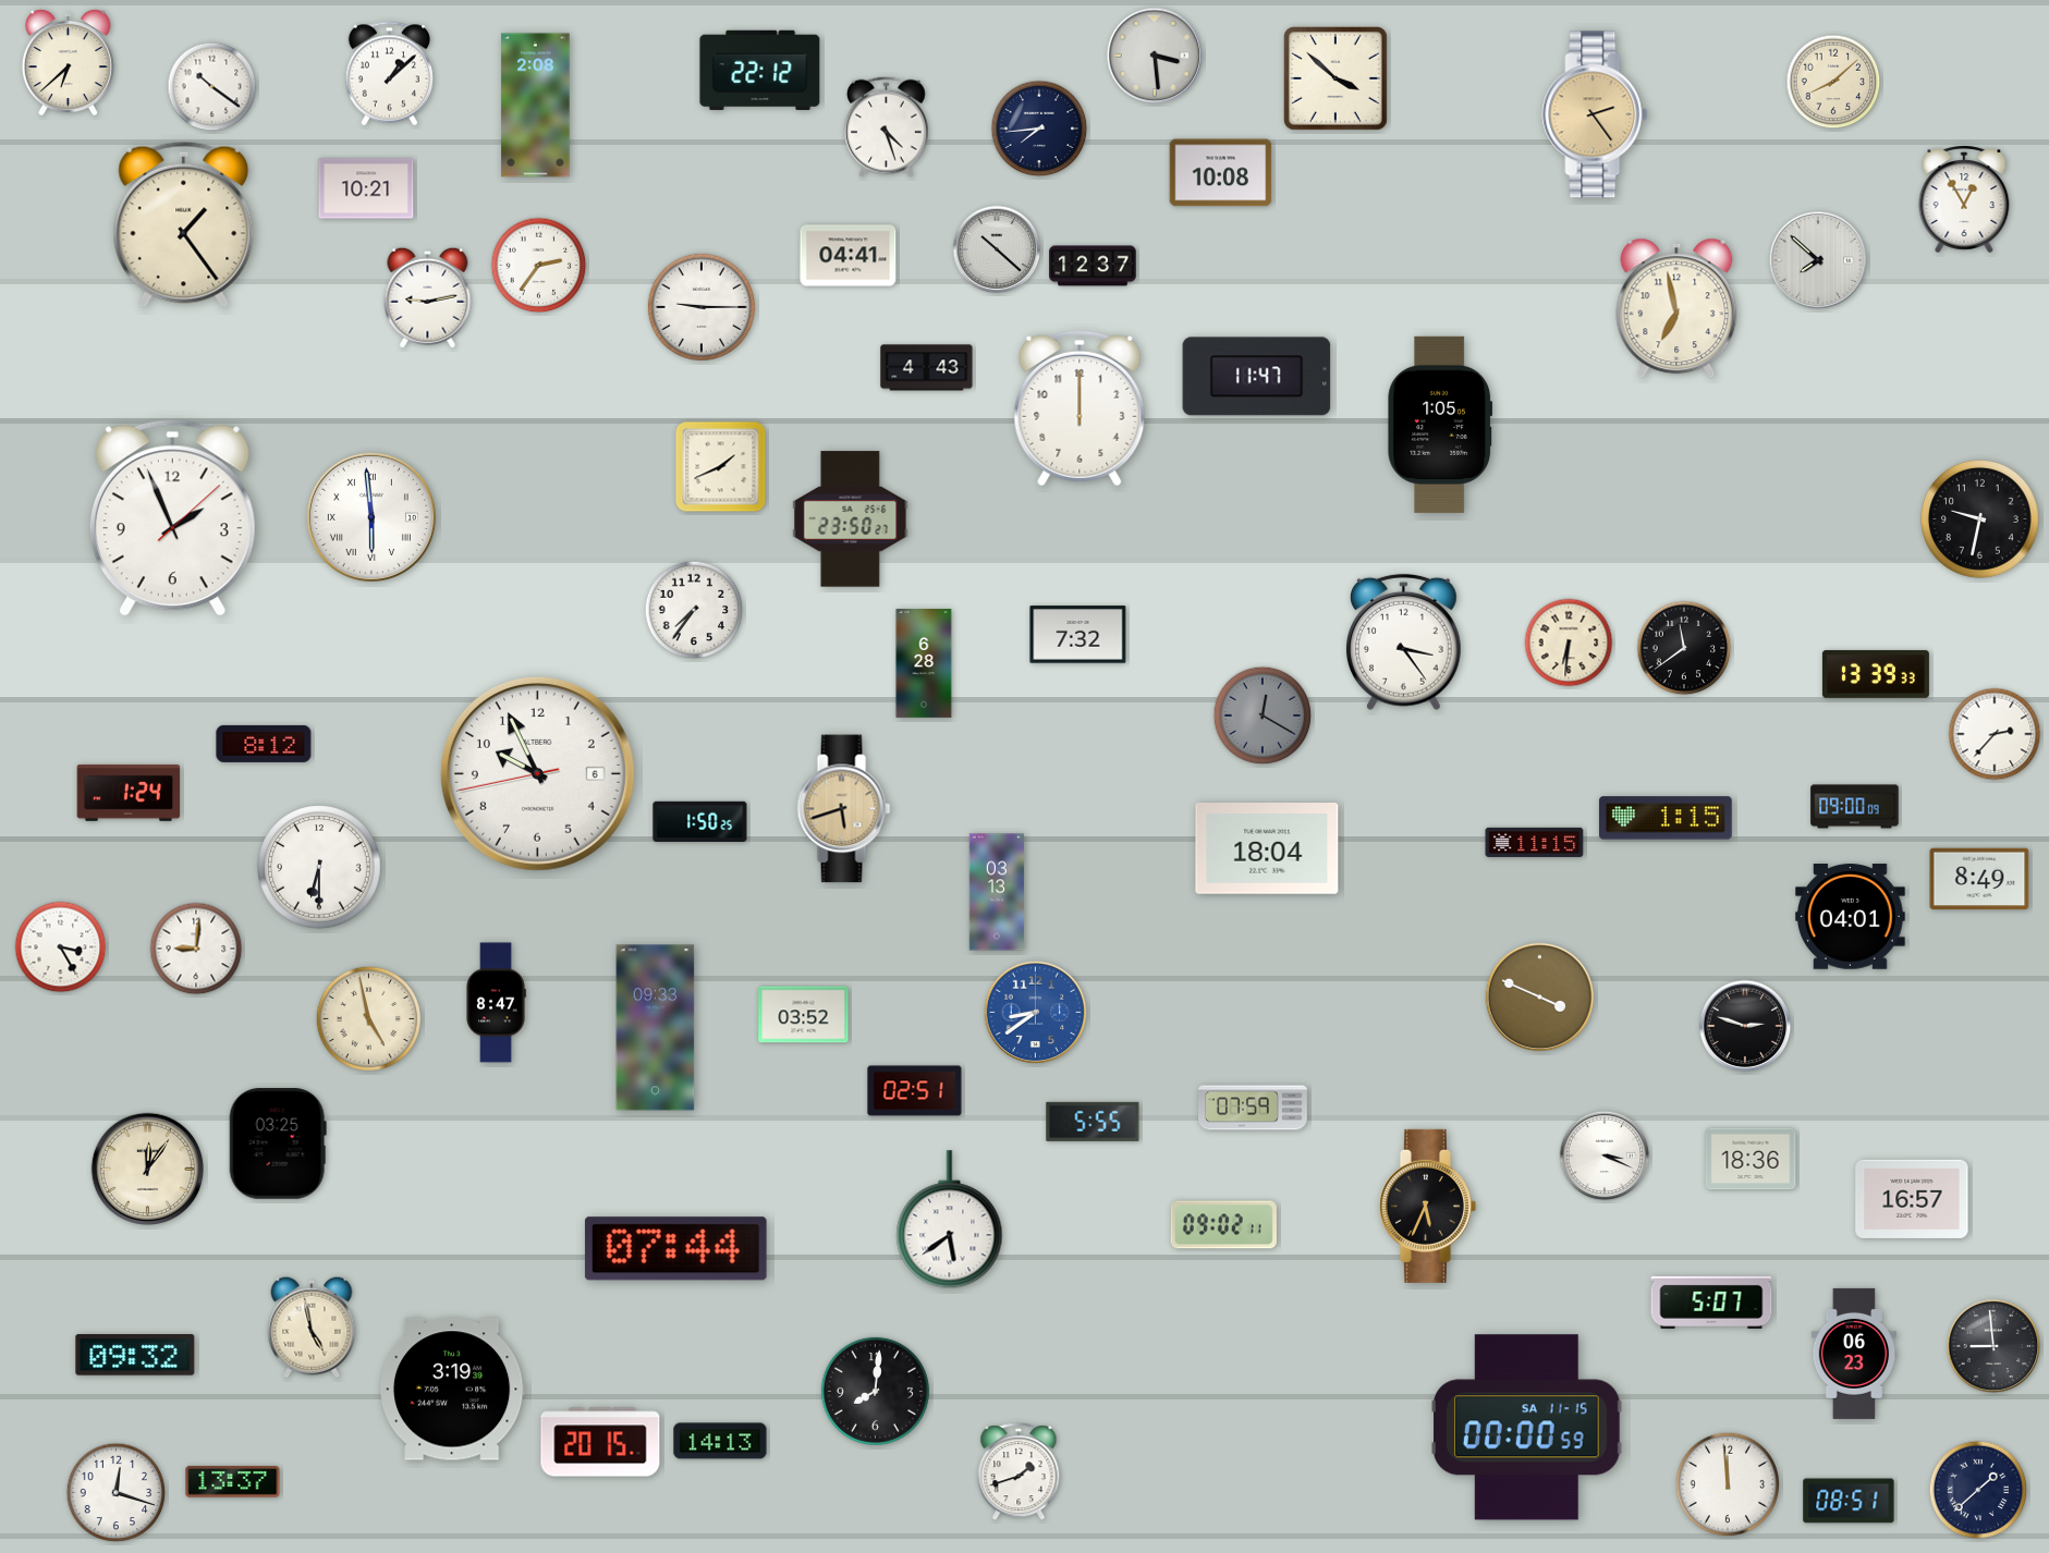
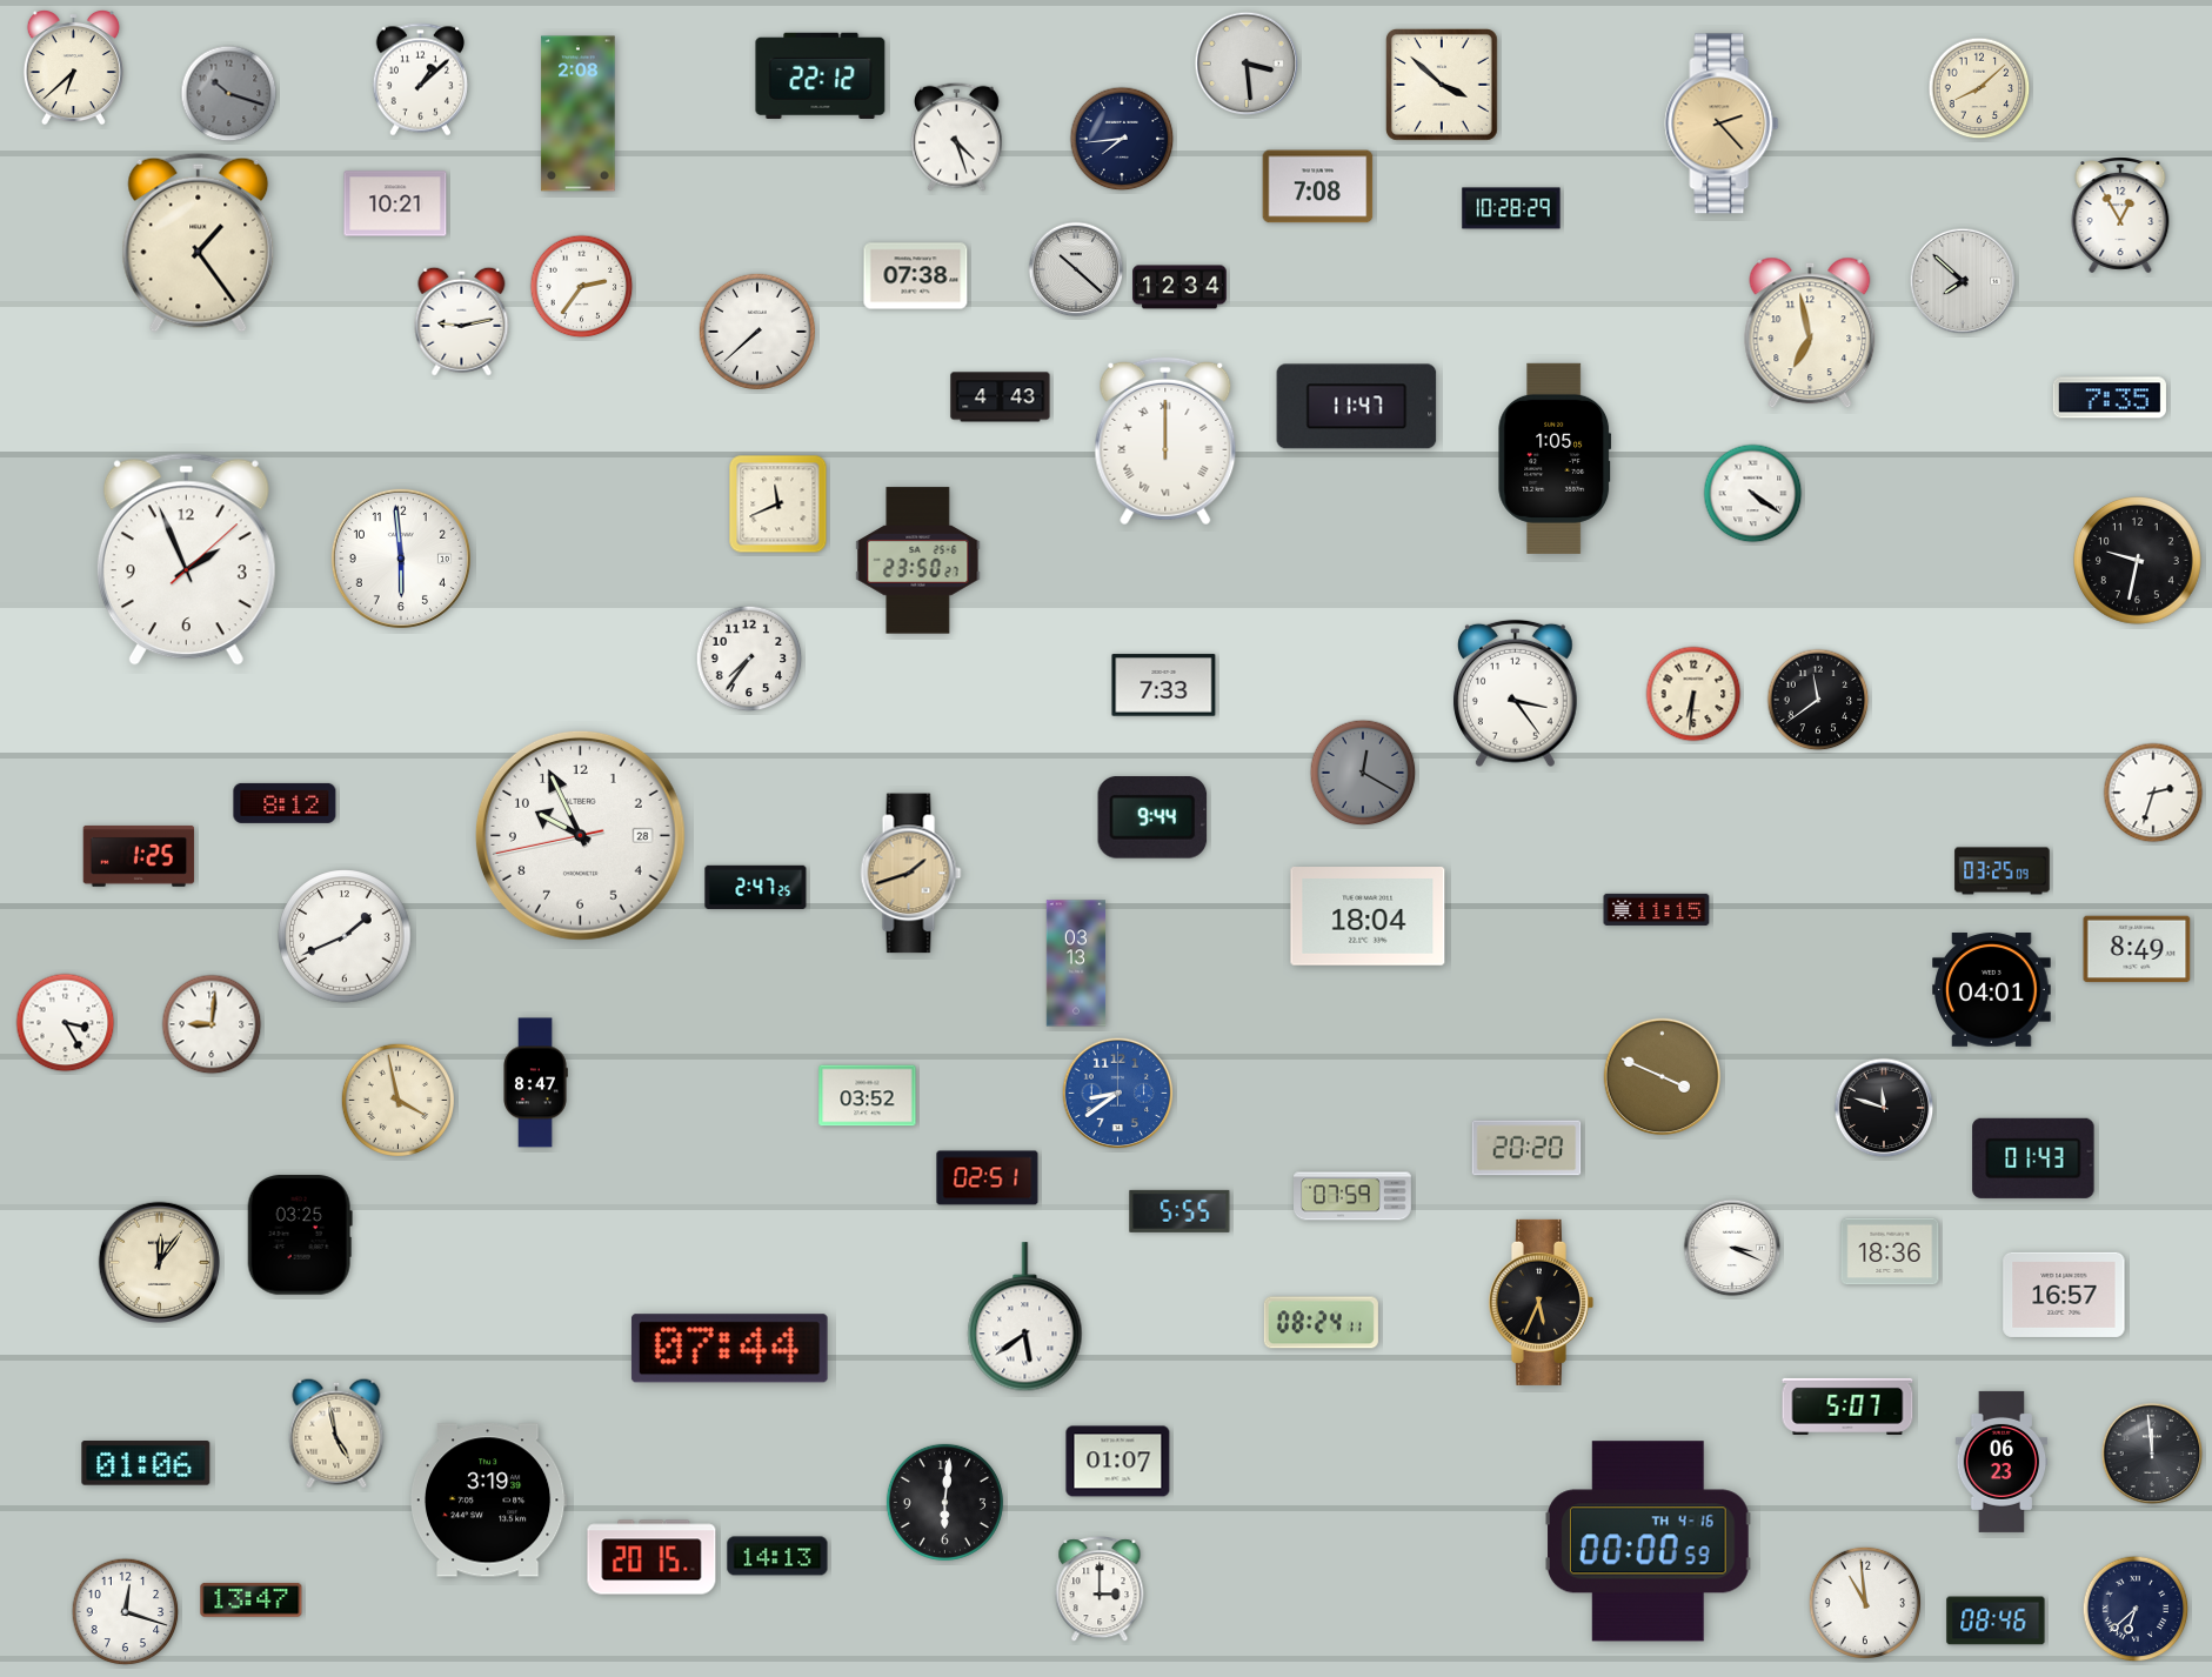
clock at (1155, 56) position: (1155, 56) -> (1247, 64)
clock at (212, 87): 10:21 -> 10:18
clock at (212, 87) dial: white -> grey
clock at (1595, 114): 2:24 -> 2:23
clock at (1221, 173): 10:08 -> 7:08
clock at (1511, 208): none -> 10:28
clock at (849, 256): 04:41 -> 07:38
clock at (1093, 266): 12:37 -> 12:34
clock at (702, 307): 9:15 -> 7:38
clock at (2110, 397): none -> 7:35
clock at (1080, 408) numerals: Arabic -> Roman
clock at (1753, 494): none -> 4:21
clock at (721, 467): 1:41 -> 11:41
clock at (371, 517) numerals: Roman -> Arabic
clock at (1078, 635): 7:32 -> 7:33
clock at (924, 664): 6:28 -> none
clock at (1876, 674): 13:39 -> none
clock at (1995, 734): 2:37 -> 2:33
clock at (1152, 819): none -> 9:44
clock at (537, 773) date: 6 -> 28
clock at (129, 793): 1:24 -> 1:25
clock at (1855, 807): 09:00 -> 03:25
clock at (844, 809): 5:42 -> 1:42
clock at (1666, 818): 1:15 -> none
clock at (700, 821): 1:50 -> 2:47
clock at (319, 867): 6:30 -> 1:41
clock at (1851, 917) position: (1851, 917) -> (1992, 990)
clock at (368, 1018): 4:58 -> 3:58
clock at (1745, 1026): 2:48 -> 11:48
clock at (656, 1028): 09:33 -> none
clock at (1526, 1148): none -> 20:20
clock at (2033, 1158): none -> 01:43
clock at (1223, 1225): 09:02 -> 08:24
clock at (1993, 1346): 8:59 -> 11:59
clock at (1118, 1462): none -> 01:07
clock at (135, 1356): 09:32 -> 01:06
clock at (875, 1391): 8:01 -> 6:01
clock at (1527, 1428) date: SA 11-15 -> TH 4-16
clock at (600, 1442) position: (600, 1442) -> (651, 1557)
clock at (1019, 1472): 1:42 -> 3:00
clock at (233, 1482): 13:37 -> 13:47
clock at (1727, 1483): 11:59 -> 10:59
clock at (1978, 1490): 1:38 -> 6:38
clock at (1849, 1501): 08:51 -> 08:46
